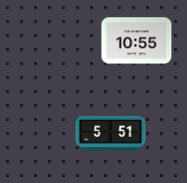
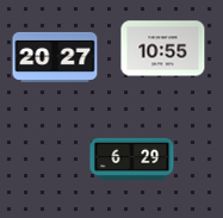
clock at (55, 57): none -> 20:27
clock at (111, 133): 5:51 -> 6:29
